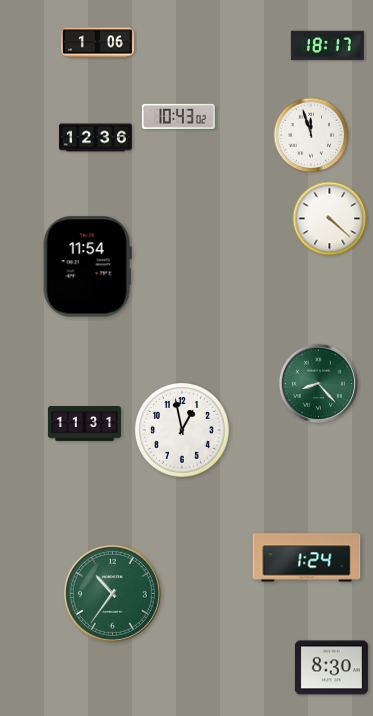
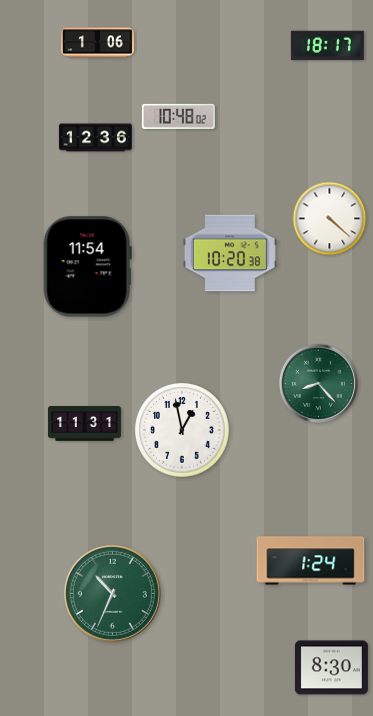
clock at (178, 116): 10:43 -> 10:48
clock at (311, 135): 11:57 -> none
clock at (230, 253): none -> 10:20
clock at (307, 558) position: (307, 558) -> (311, 561)
clock at (112, 593): 10:36 -> 10:34
